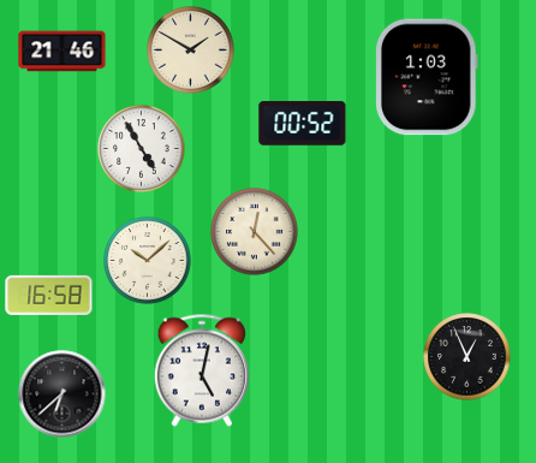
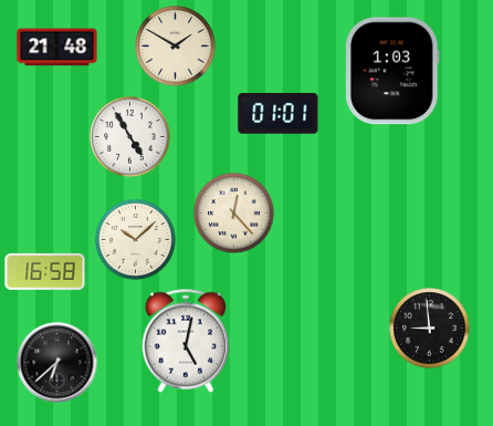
clock at (62, 52): 21:46 -> 21:48
clock at (303, 124): 00:52 -> 01:01
clock at (467, 357): 12:56 -> 8:59
